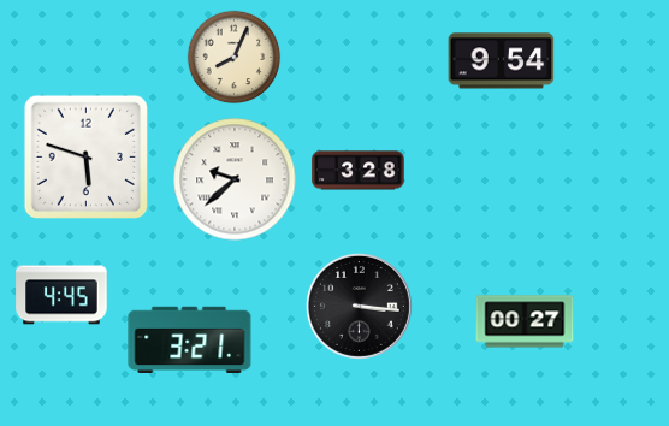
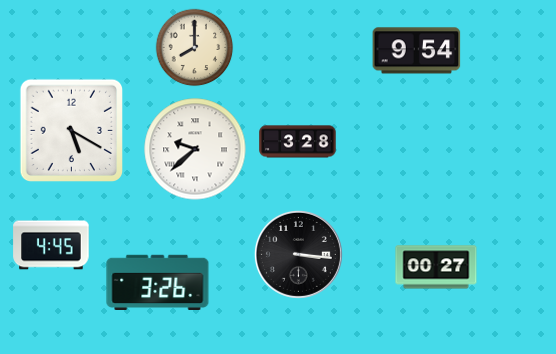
clock at (235, 58): 8:04 -> 8:00
clock at (87, 158): 5:48 -> 5:20
clock at (190, 341): 3:21 -> 3:26
